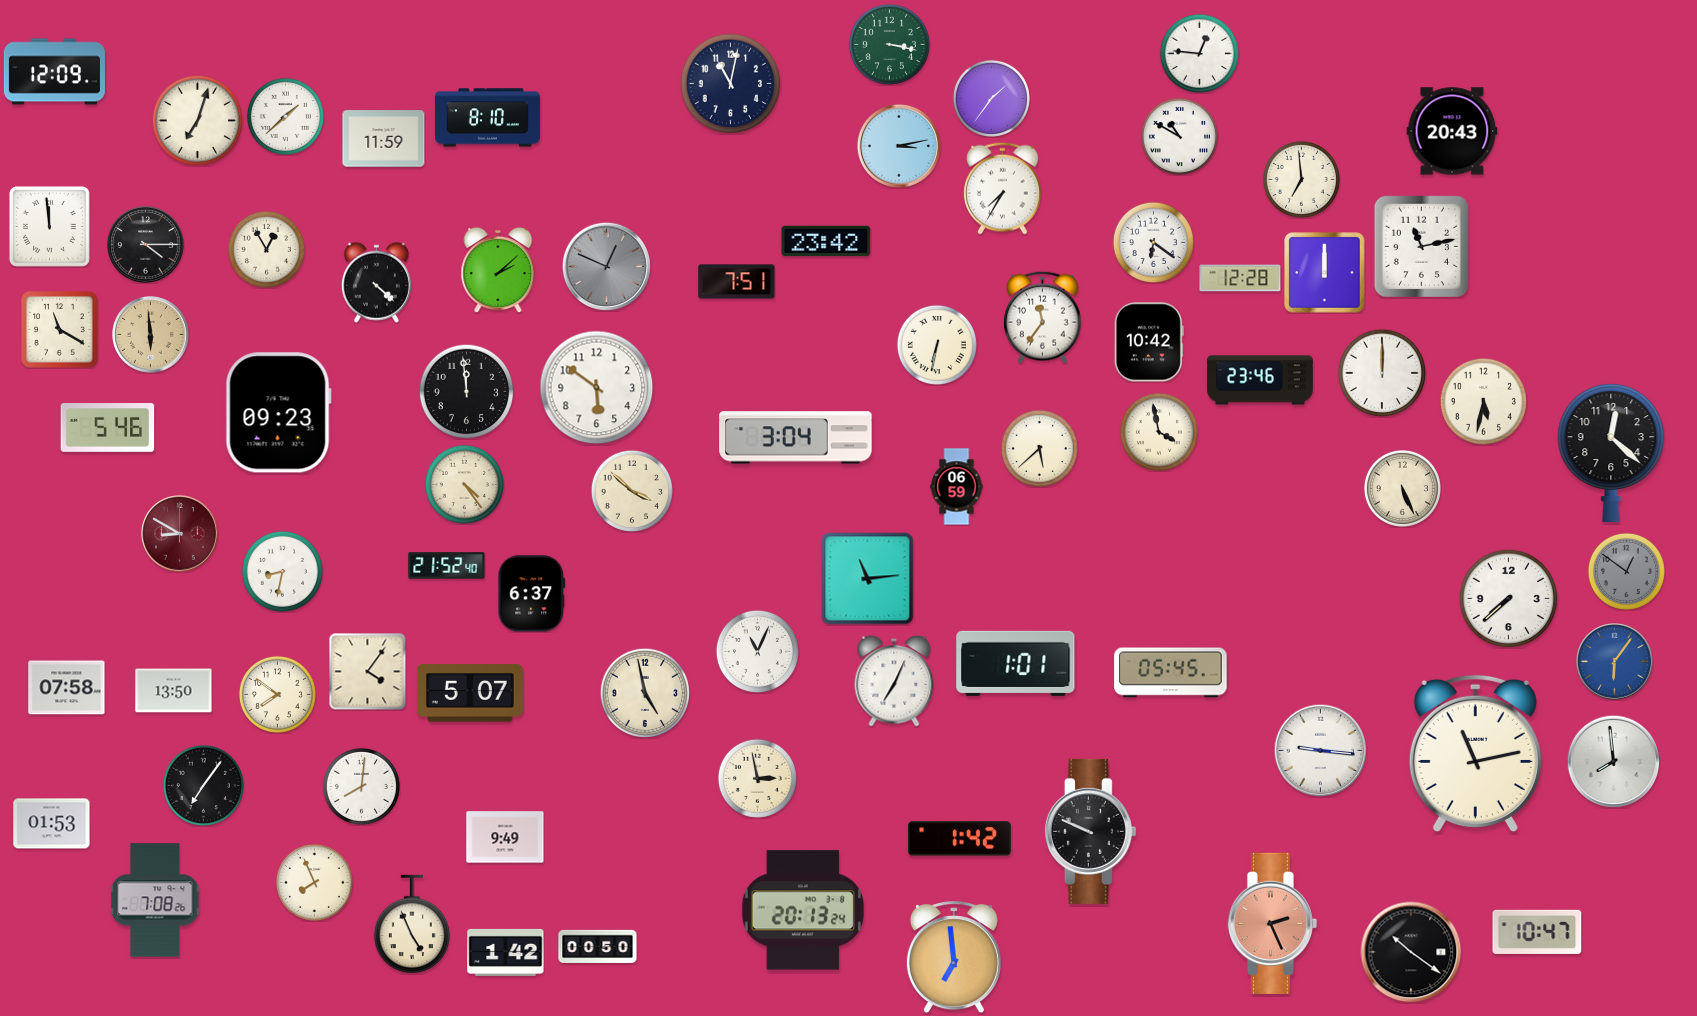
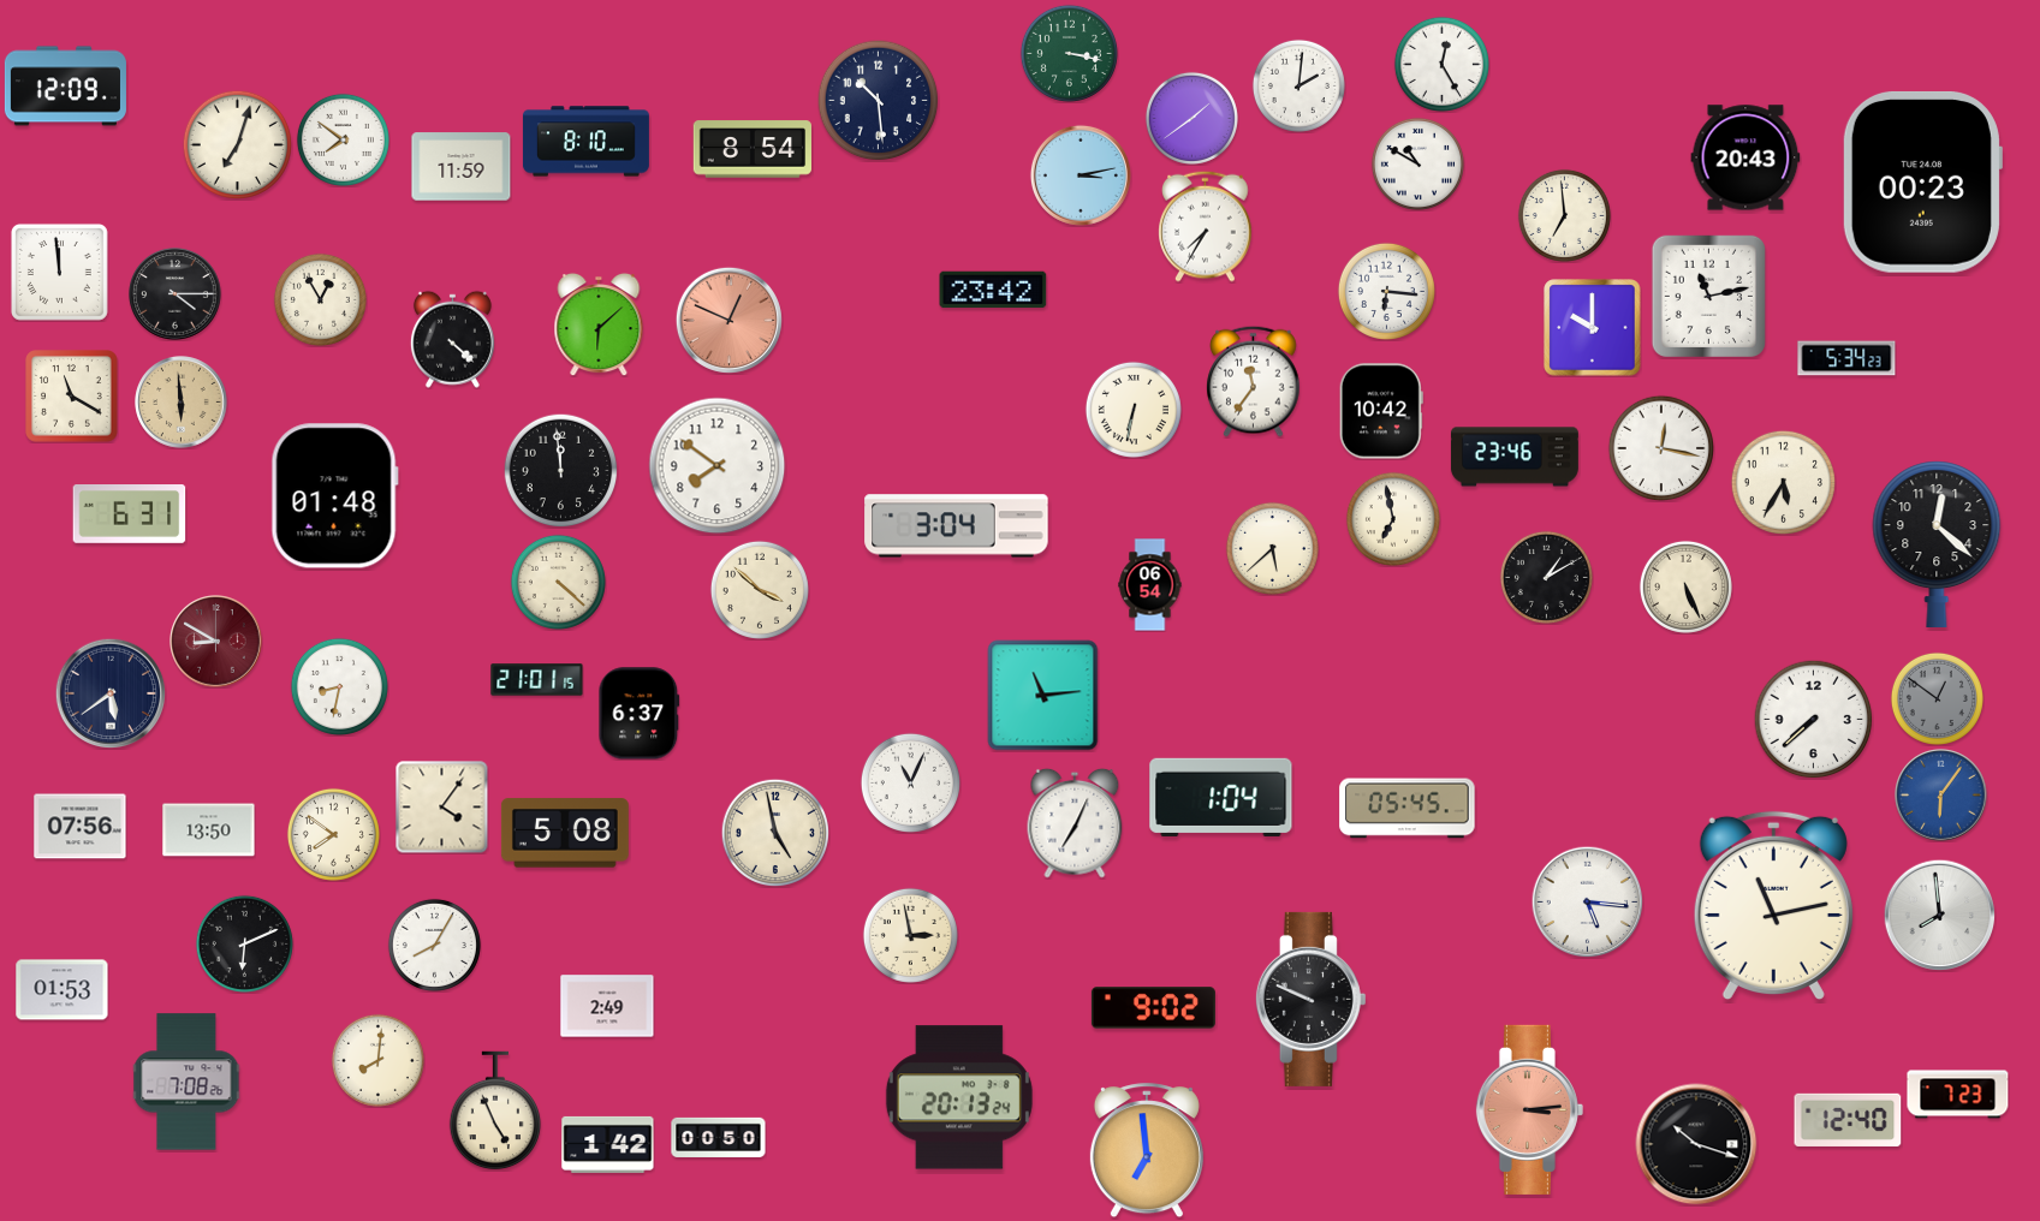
clock at (1199, 53): 12:46 -> 12:25
clock at (1298, 85): none -> 2:01
clock at (731, 84): 11:02 -> 10:29
clock at (991, 98): 1:36 -> 1:39
clock at (285, 116): 1:38 -> 7:51
clock at (751, 149): none -> 8:54
clock at (1922, 181): none -> 00:23
clock at (1153, 242): 6:21 -> 6:16
clock at (606, 266) dial: grey -> salmon
clock at (498, 270): 2:08 -> 6:08
clock at (1325, 273): 12:00 -> 10:00
clock at (1240, 278): 12:28 -> none
clock at (737, 282): 7:51 -> none
clock at (1846, 358): none -> 5:34
clock at (937, 345) position: (937, 345) -> (1134, 410)
clock at (1381, 372): 12:00 -> 12:17
clock at (597, 388): 5:51 -> 7:51
clock at (1483, 401): 5:32 -> 5:35
clock at (278, 413): 09:23 -> 01:48
clock at (108, 428): 5:46 -> 6:31
clock at (1159, 432): 3:58 -> 6:58
clock at (1039, 448) position: (1039, 448) -> (1272, 548)
clock at (1546, 577): none -> 1:10
clock at (464, 484): 4:24 -> 4:22
clock at (957, 487): 06:59 -> 06:54
clock at (447, 566): 21:52 -> 21:01
clock at (1626, 571) position: (1626, 571) -> (1937, 698)
clock at (111, 693): none -> 5:39
clock at (1016, 663): 1:01 -> 1:04
clock at (894, 681) position: (894, 681) -> (1075, 823)
clock at (67, 688): 07:58 -> 07:56
clock at (470, 693): 5:07 -> 5:08
clock at (1320, 750): 9:16 -> 5:16
clock at (203, 785): 7:06 -> 6:11
clock at (361, 786): 8:01 -> 8:05
clock at (505, 837): 9:49 -> 2:49
clock at (959, 839): 1:42 -> 9:02
clock at (314, 882): 7:56 -> 8:01
clock at (803, 910) position: (803, 910) -> (959, 1097)
clock at (1958, 1095): none -> 7:23
clock at (1272, 923): 2:26 -> 3:14
clock at (1537, 932): 10:47 -> 12:40
clock at (1411, 952): 10:21 -> 10:18
